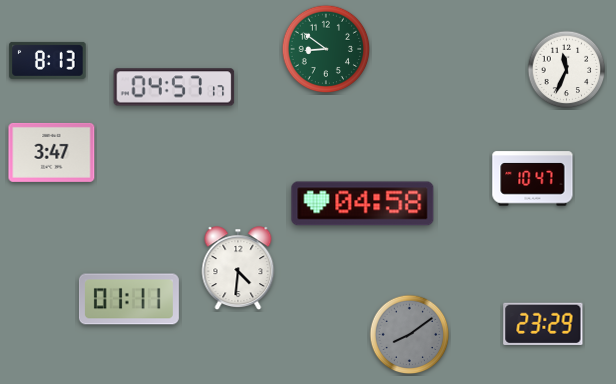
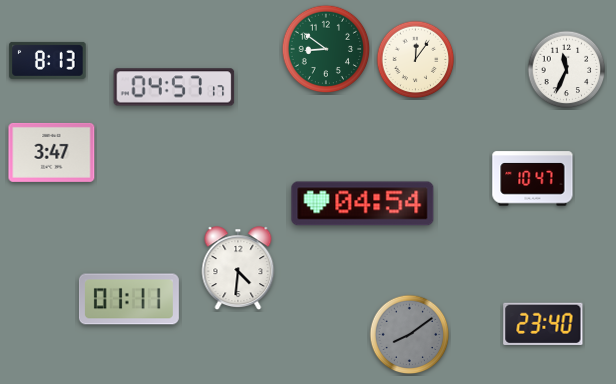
clock at (416, 60): none -> 12:06
clock at (363, 204): 04:58 -> 04:54
clock at (543, 324): 23:29 -> 23:40
